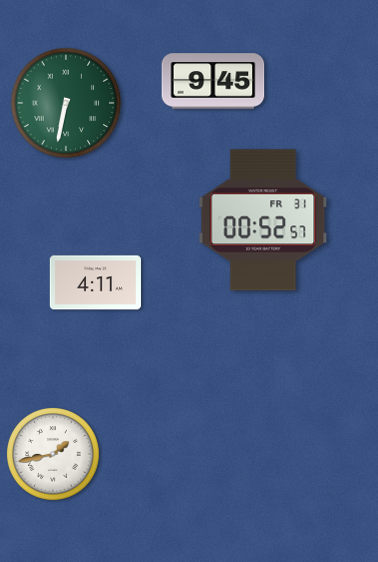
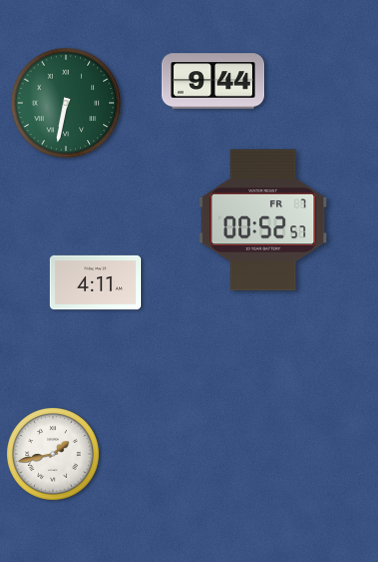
clock at (213, 81): 9:45 -> 9:44
clock at (263, 220) date: FR 31 -> FR 7
